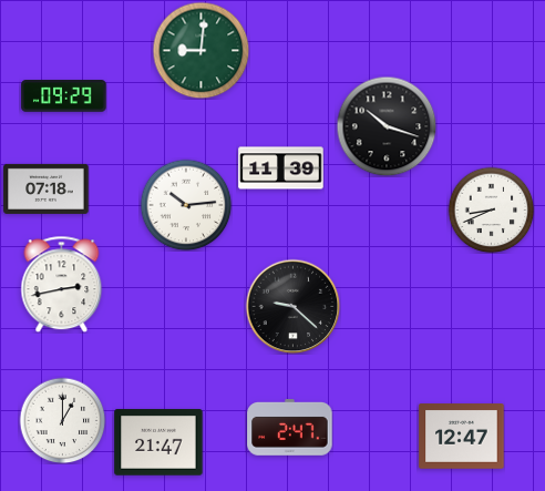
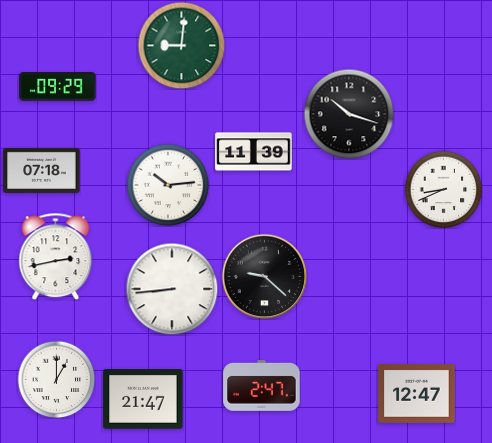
clock at (172, 289): none -> 8:44
